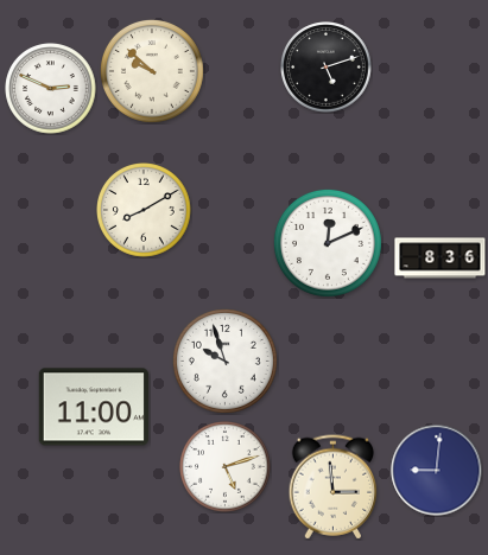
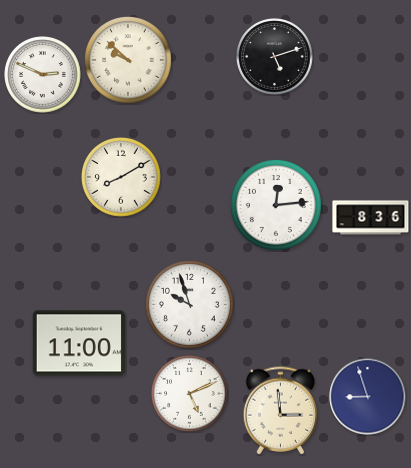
clock at (328, 243): 12:11 -> 12:14
clock at (226, 467): 5:12 -> 5:11
clock at (437, 471): 9:01 -> 8:57
